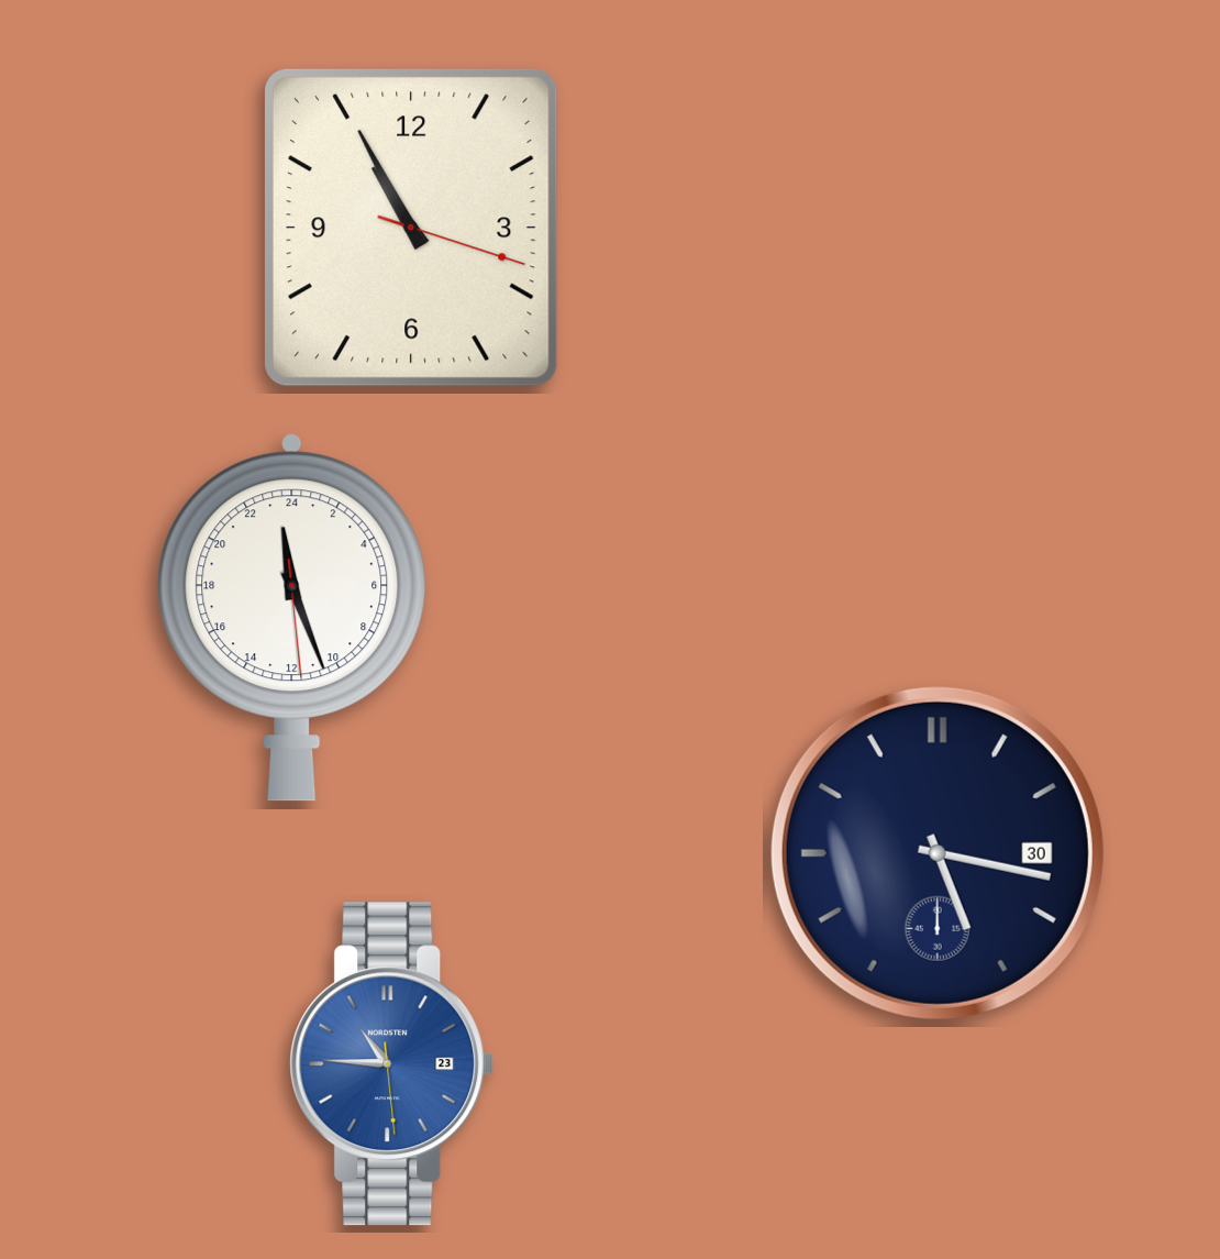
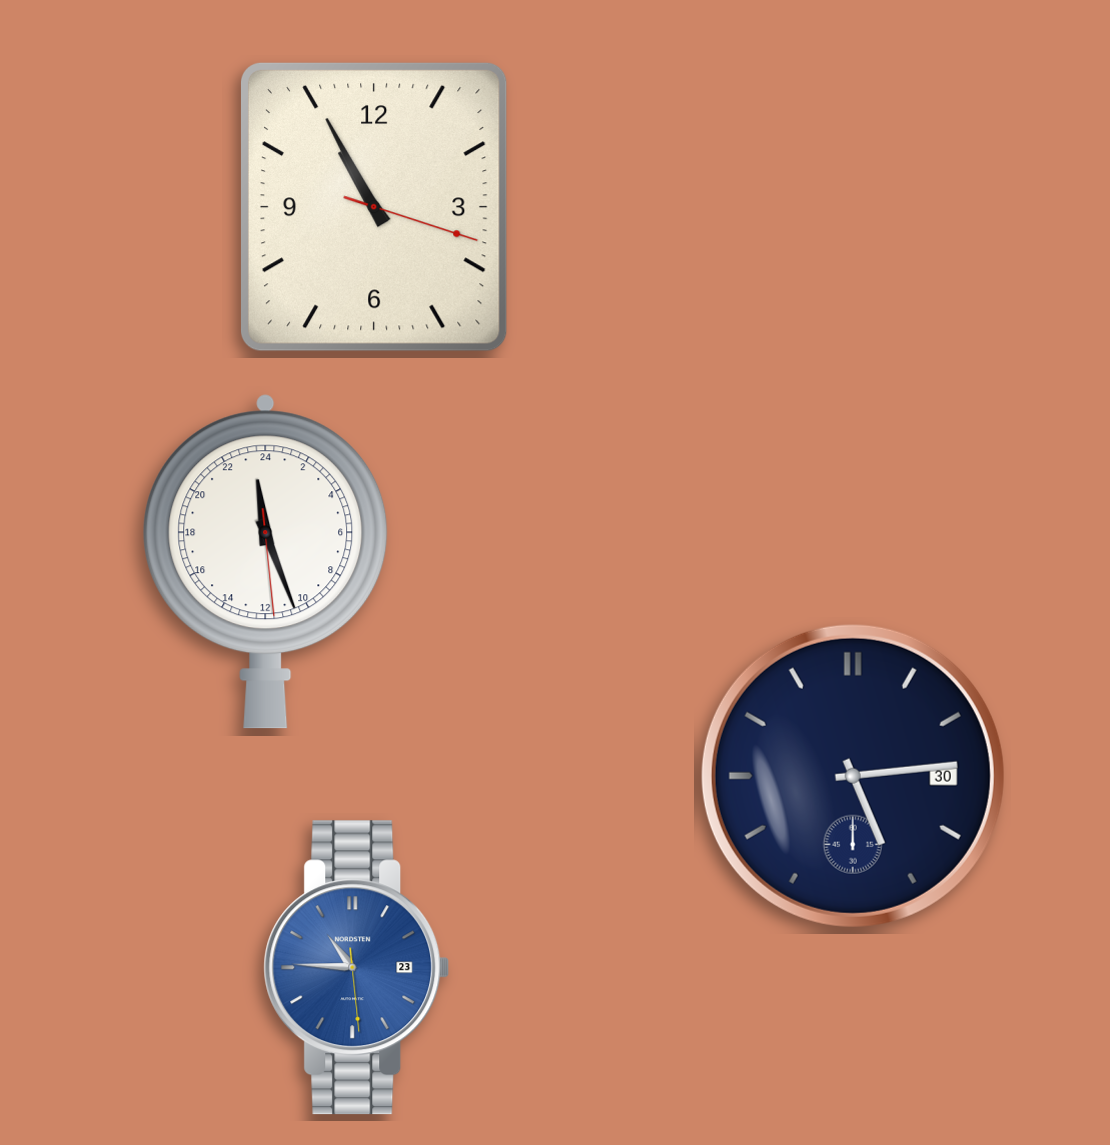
clock at (938, 853): 5:17 -> 5:14
